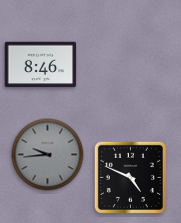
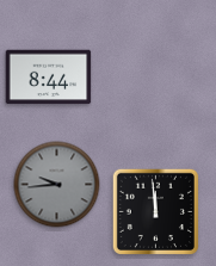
clock at (41, 65): 8:46 -> 8:44
clock at (130, 177): 4:49 -> 11:59
